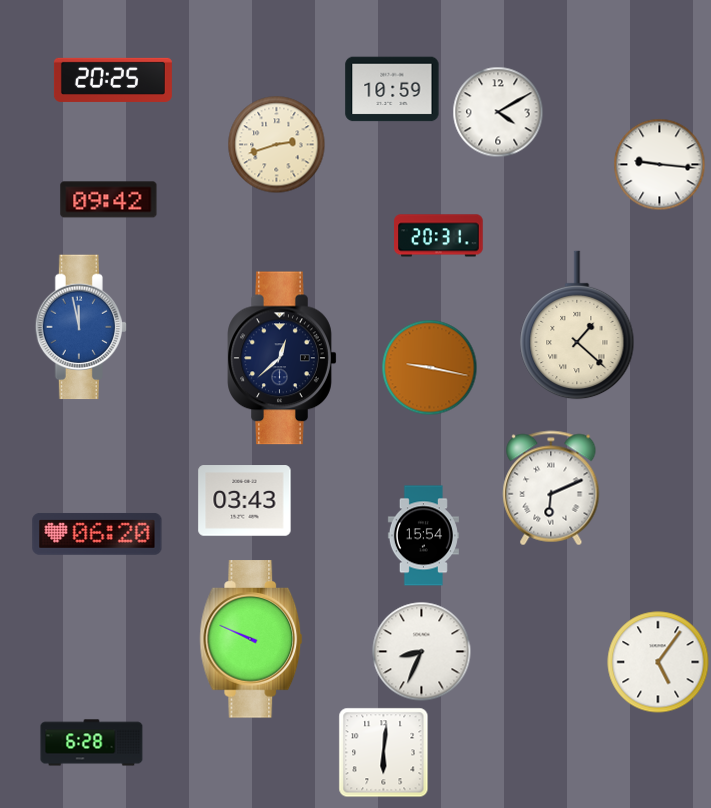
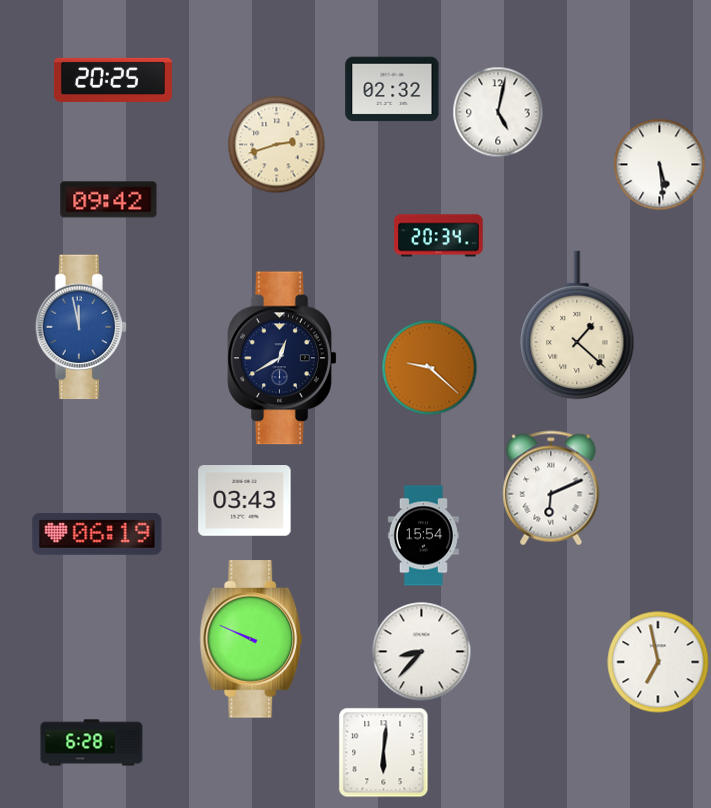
clock at (392, 89): 10:59 -> 02:32
clock at (498, 112): 4:10 -> 5:02
clock at (660, 165): 9:16 -> 5:29
clock at (439, 236): 20:31 -> 20:34
clock at (282, 358): 12:38 -> 12:40
clock at (430, 368): 9:17 -> 9:22
clock at (97, 534): 06:20 -> 06:19
clock at (422, 652): 8:34 -> 8:37
clock at (658, 662): 5:06 -> 6:58
